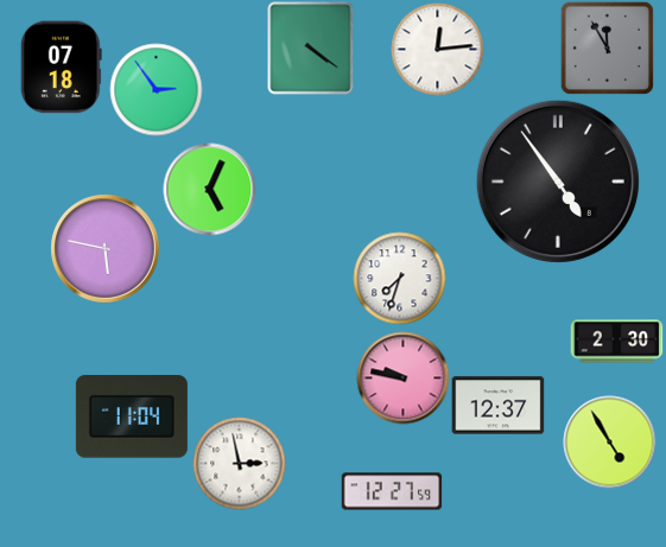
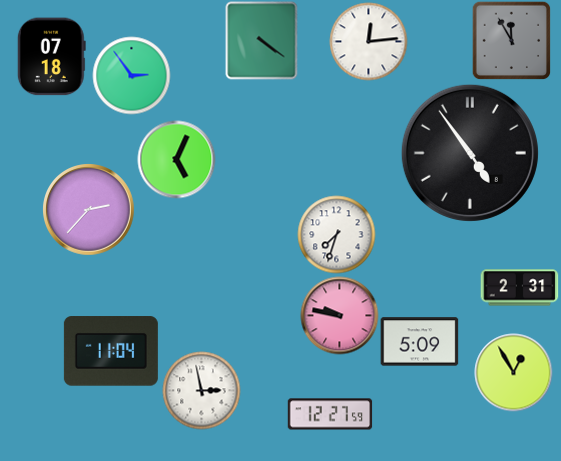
clock at (106, 249): 5:47 -> 2:37
clock at (616, 342): 2:30 -> 2:31
clock at (402, 377) position: (402, 377) -> (339, 315)
clock at (497, 406): 12:37 -> 5:09
clock at (609, 441): 4:55 -> 12:55
